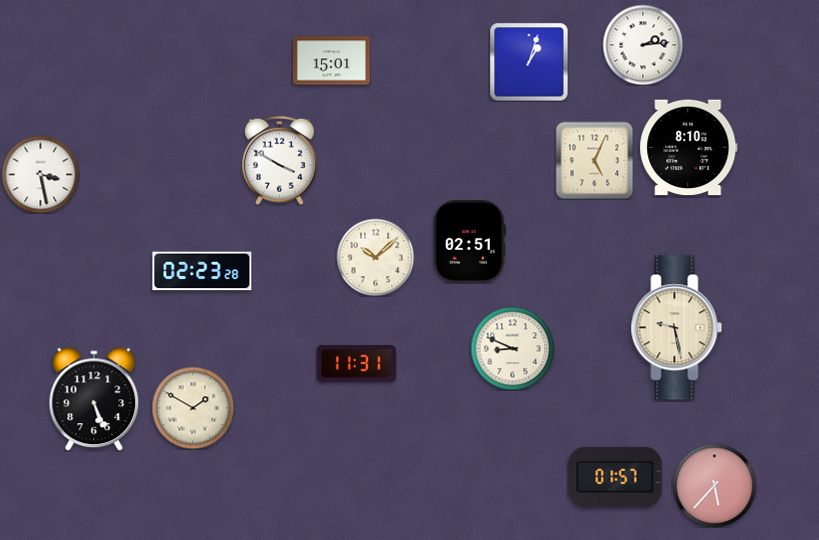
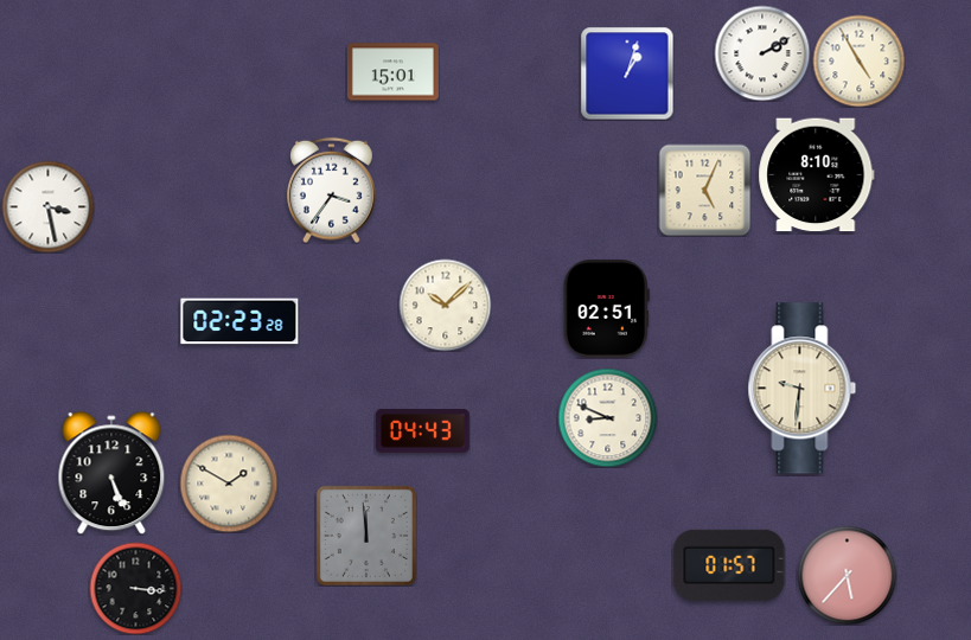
clock at (643, 45): 2:14 -> 2:10
clock at (858, 60): none -> 4:55
clock at (280, 160): 3:50 -> 3:36
clock at (469, 242) position: (469, 242) -> (606, 309)
clock at (677, 328): 9:28 -> 9:31
clock at (512, 348) position: (512, 348) -> (607, 417)
clock at (356, 364): 11:31 -> 04:43
clock at (366, 536): none -> 11:59
clock at (135, 588): none -> 3:16
